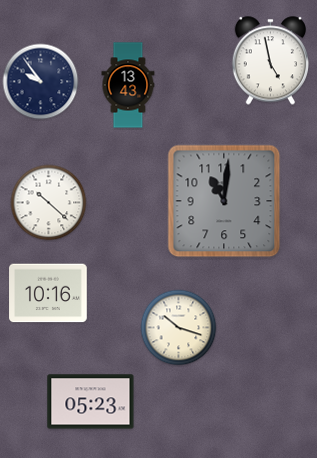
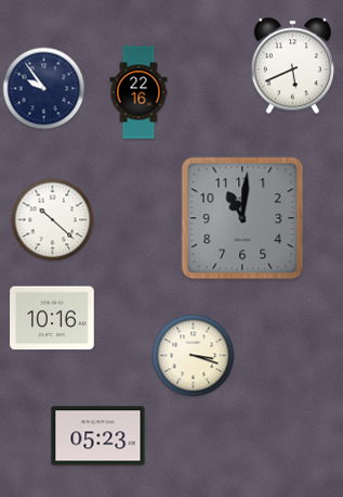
clock at (270, 61): 4:58 -> 5:41
clock at (128, 85): 13:43 -> 22:16
clock at (179, 328): 10:18 -> 3:18
